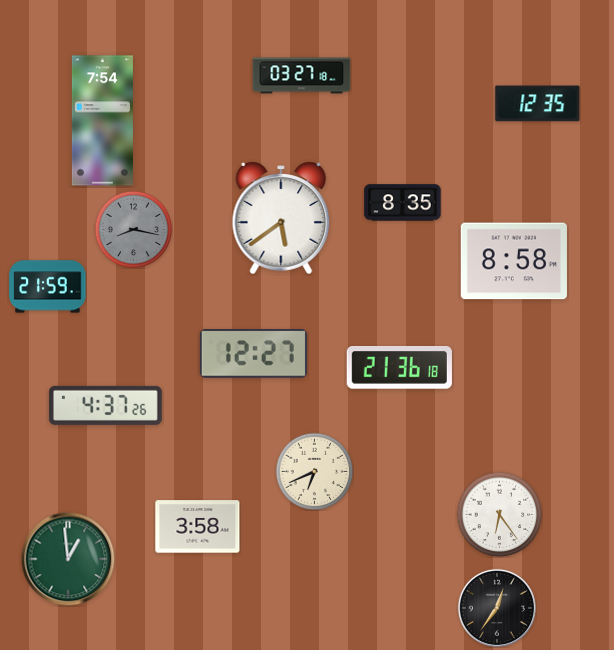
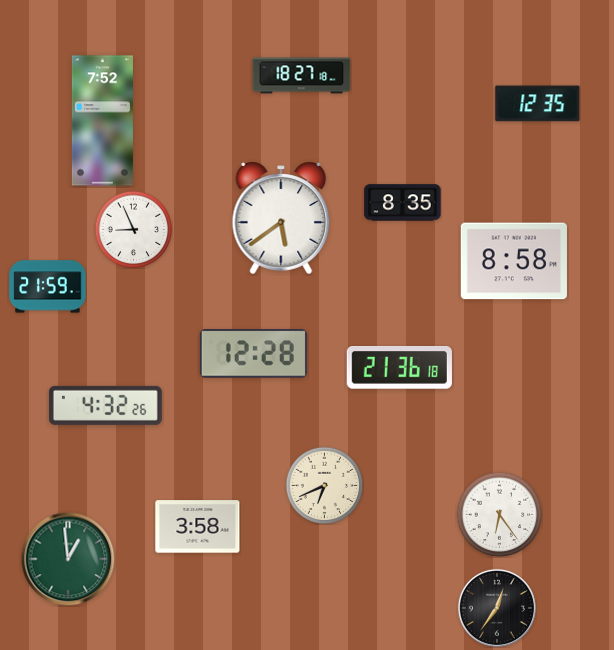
clock at (302, 76): 03:27 -> 18:27
clock at (102, 121): 7:54 -> 7:52
clock at (133, 229): 8:17 -> 8:56
clock at (133, 229) dial: grey -> white
clock at (253, 354): 12:27 -> 12:28
clock at (105, 405): 4:37 -> 4:32
clock at (314, 471) position: (314, 471) -> (324, 485)
